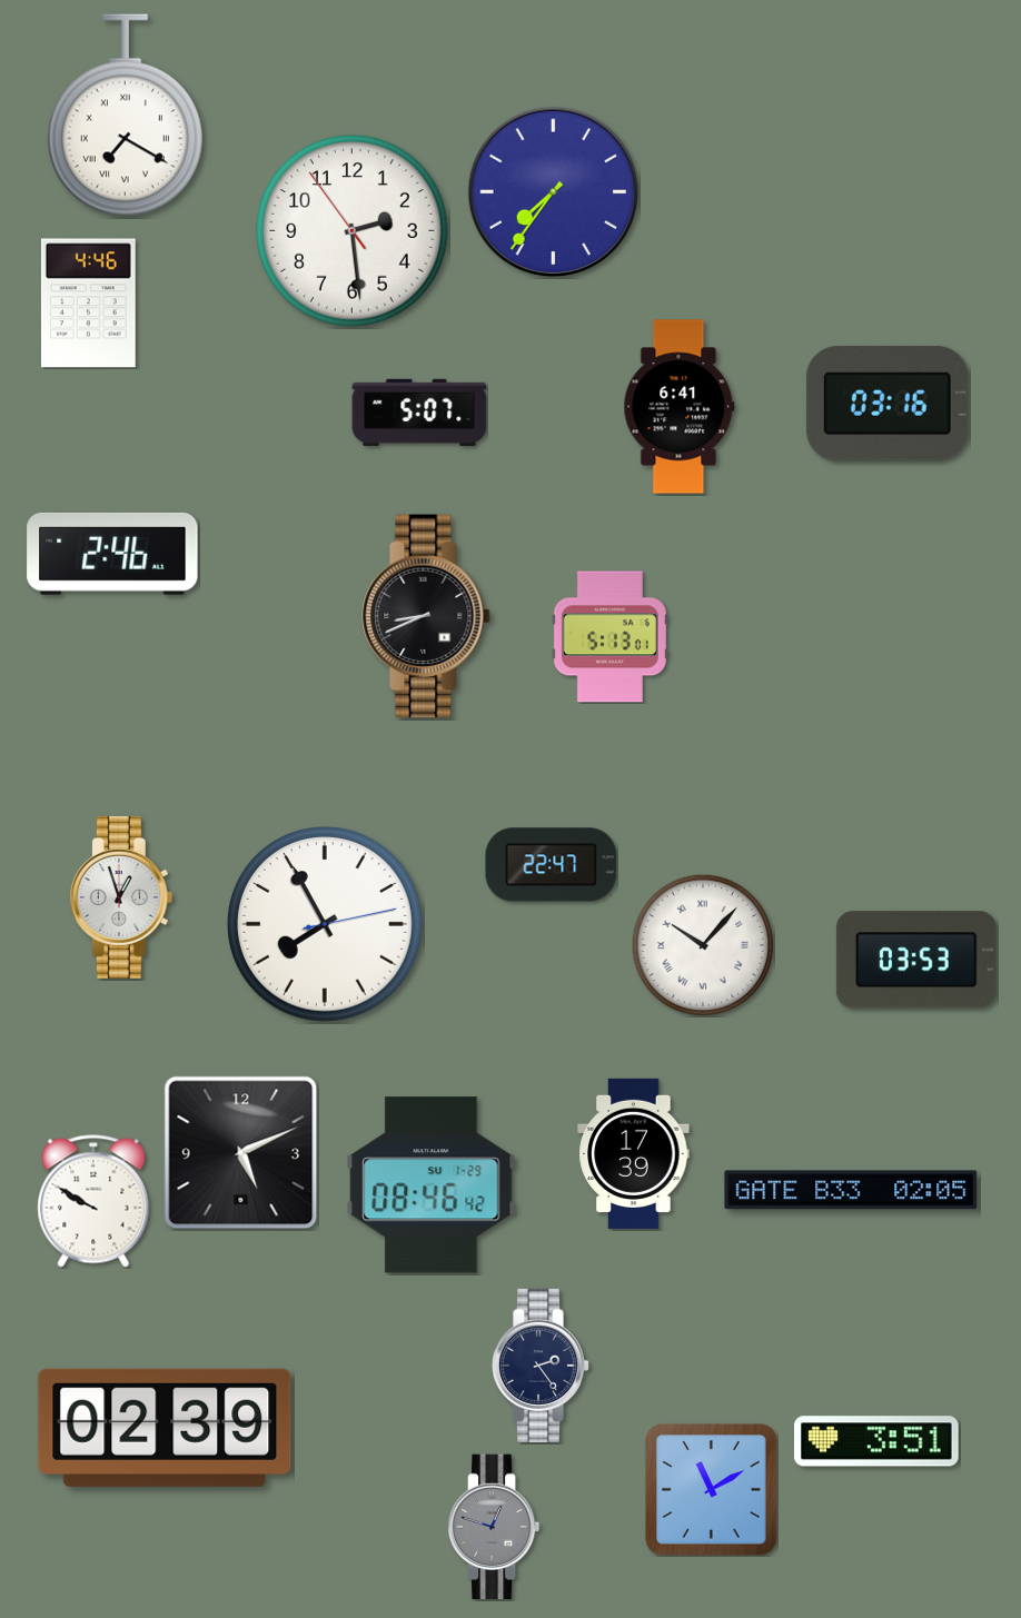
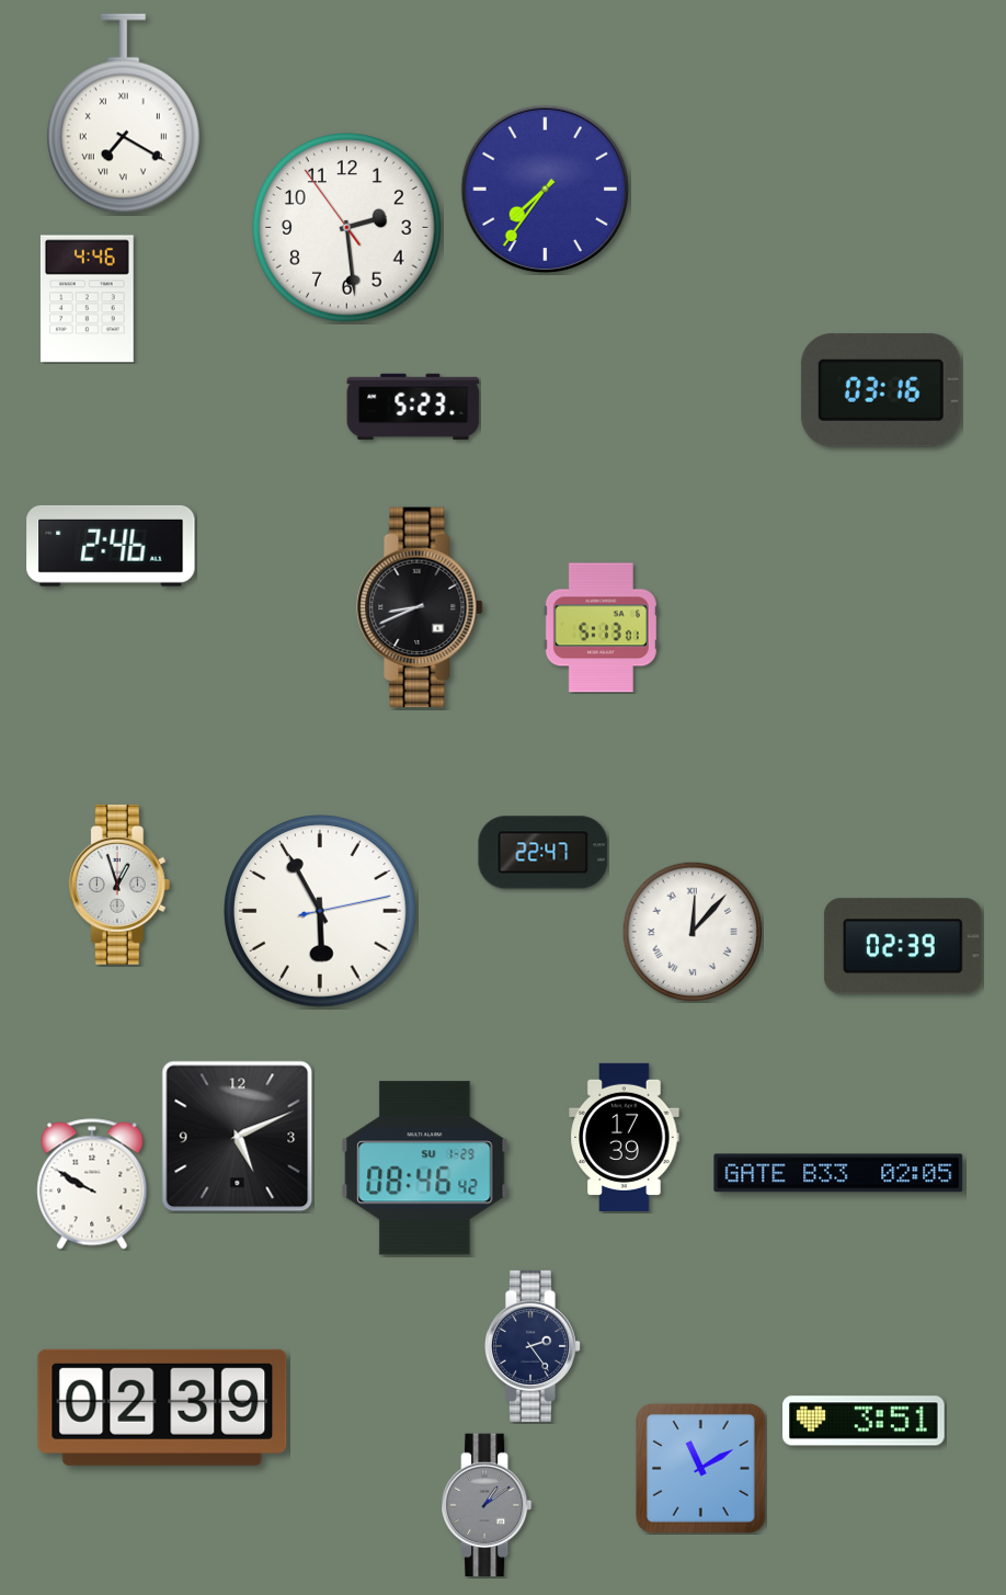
clock at (888, 404) position: (888, 404) -> (881, 390)
clock at (680, 407): 6:41 -> none
clock at (419, 413): 5:07 -> 5:23
clock at (325, 924): 7:55 -> 5:55
clock at (703, 945): 10:07 -> 12:07
clock at (916, 960): 03:53 -> 02:39
clock at (495, 1527): 12:48 -> 1:09
